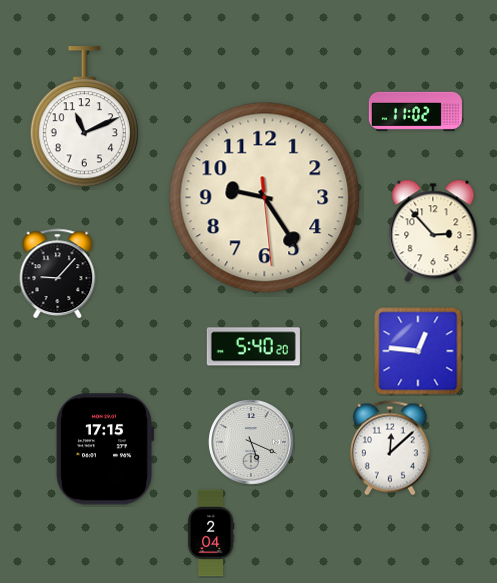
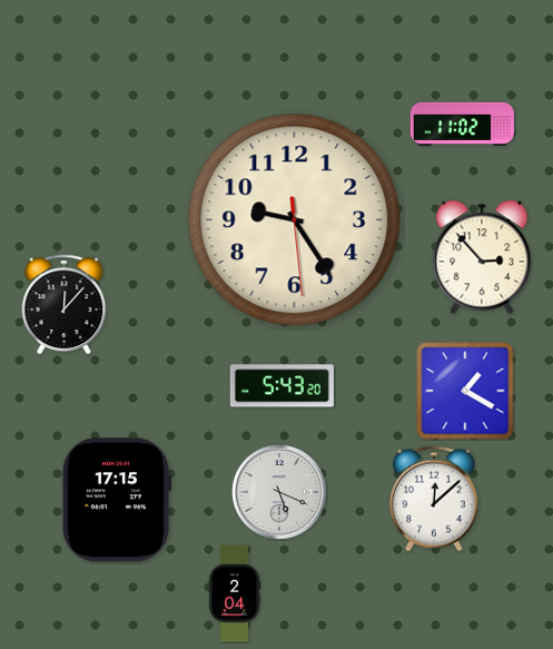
clock at (84, 117): 11:11 -> none
clock at (58, 274): 9:07 -> 12:07
clock at (253, 347): 5:40 -> 5:43
clock at (418, 351): 12:46 -> 1:20
